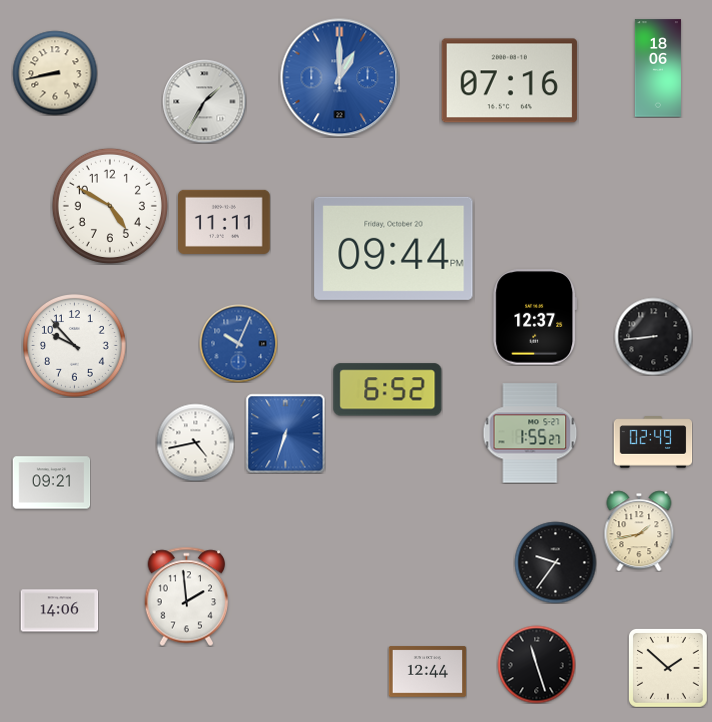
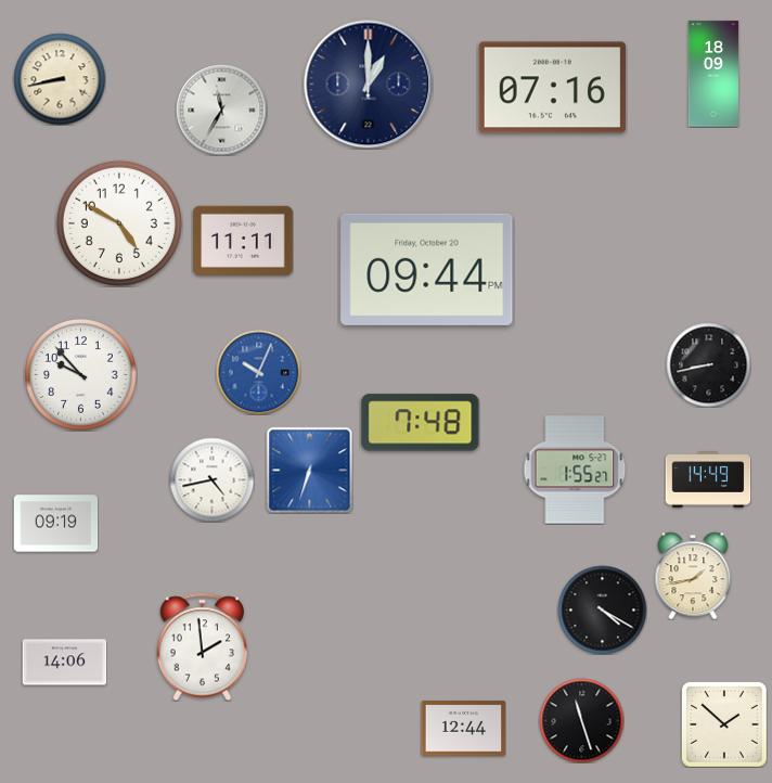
clock at (658, 68): 18:06 -> 18:09
clock at (340, 78) dial: blue -> navy
clock at (204, 101): 1:35 -> 11:35
clock at (535, 317): 12:37 -> none
clock at (653, 336): 8:44 -> 8:43
clock at (388, 390): 6:52 -> 7:48
clock at (653, 442): 02:49 -> 14:49
clock at (51, 483): 09:21 -> 09:19
clock at (555, 562): 9:36 -> 4:20
